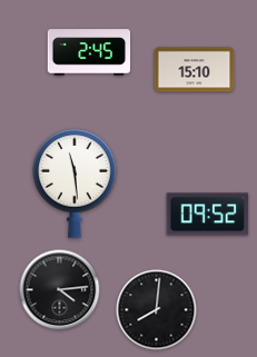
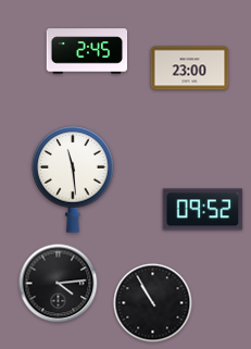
clock at (195, 70): 15:10 -> 23:00
clock at (157, 310): 8:01 -> 10:55
